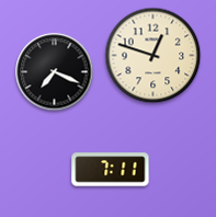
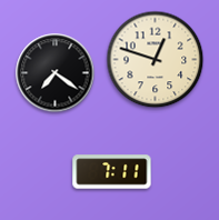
clock at (154, 56) position: (154, 56) -> (156, 60)
clock at (55, 72): 7:19 -> 7:21
